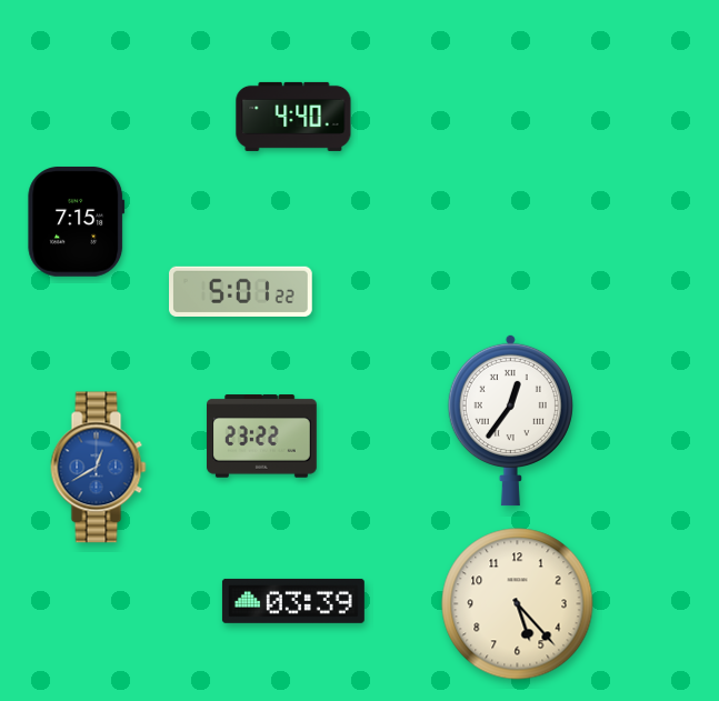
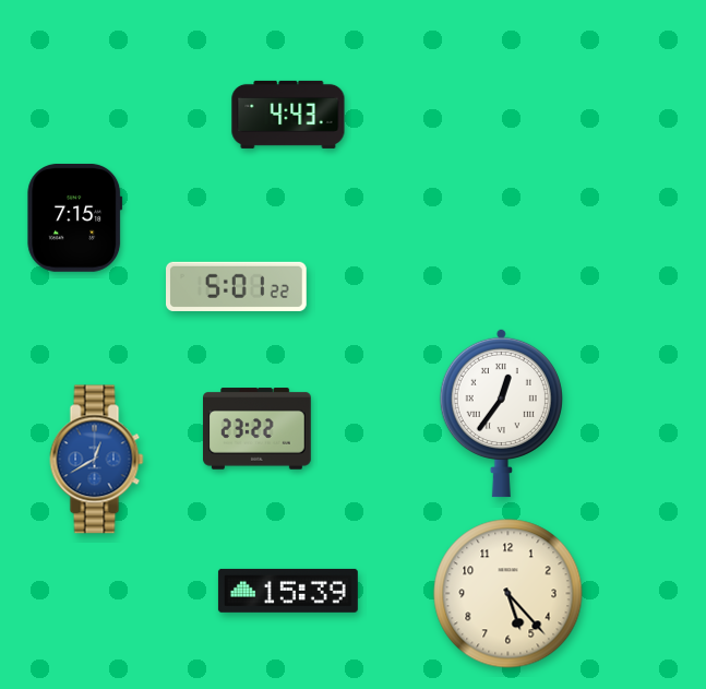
clock at (293, 117): 4:40 -> 4:43
clock at (293, 601): 03:39 -> 15:39
